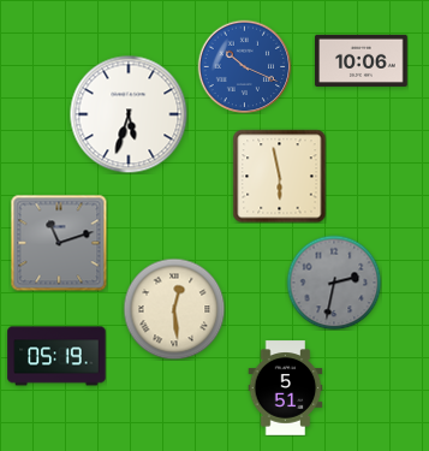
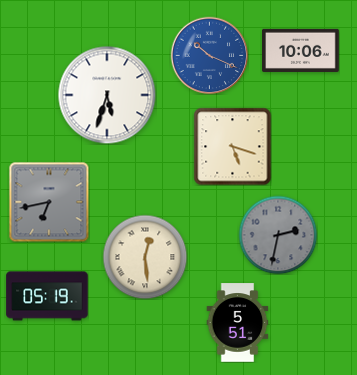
clock at (244, 66) position: (244, 66) -> (209, 55)
clock at (279, 176): 5:58 -> 5:18
clock at (59, 243): 11:12 -> 6:43
